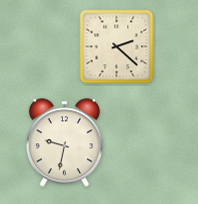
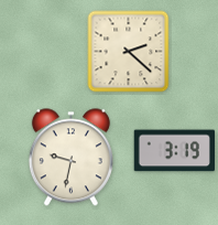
clock at (174, 151): none -> 3:19
